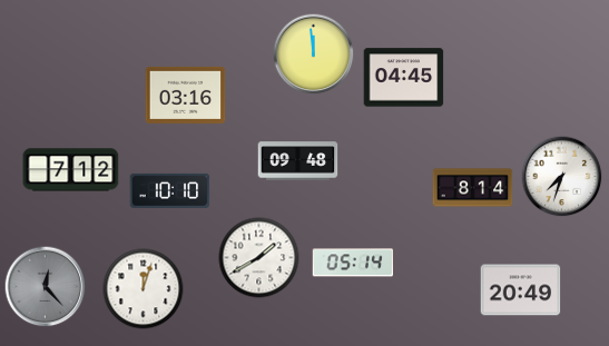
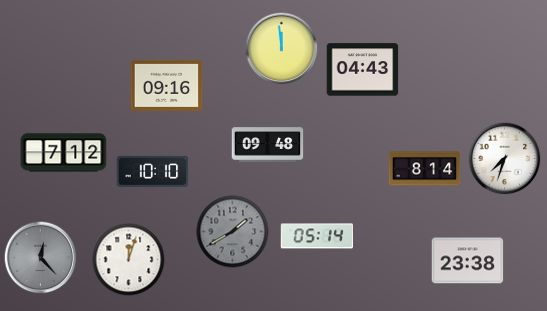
clock at (404, 78): 04:45 -> 04:43
clock at (186, 95): 03:16 -> 09:16
clock at (259, 258) dial: white -> grey
clock at (521, 290): 20:49 -> 23:38
